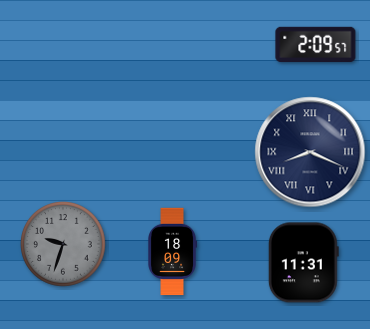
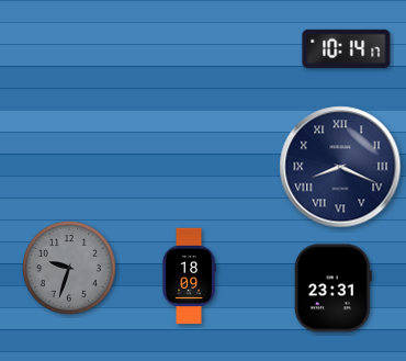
clock at (316, 45): 2:09 -> 10:14
clock at (303, 263): 11:31 -> 23:31
